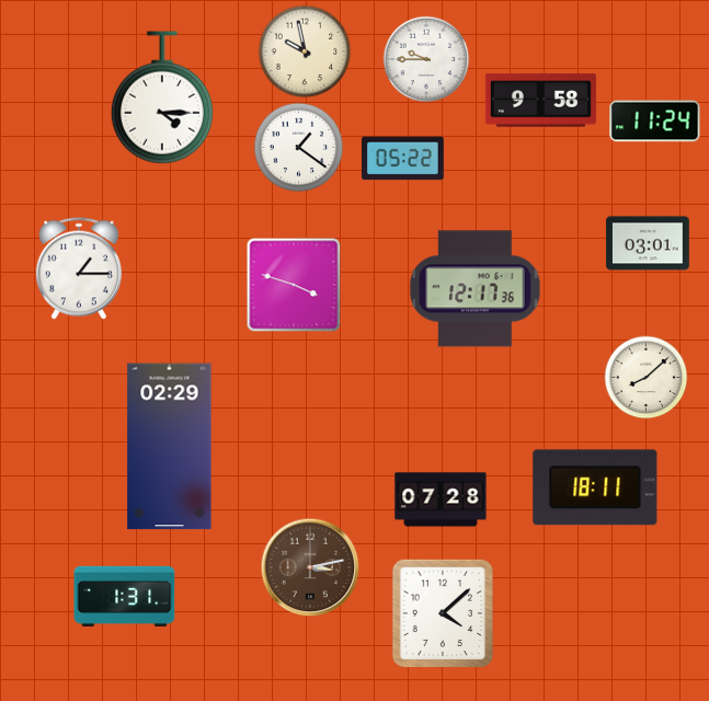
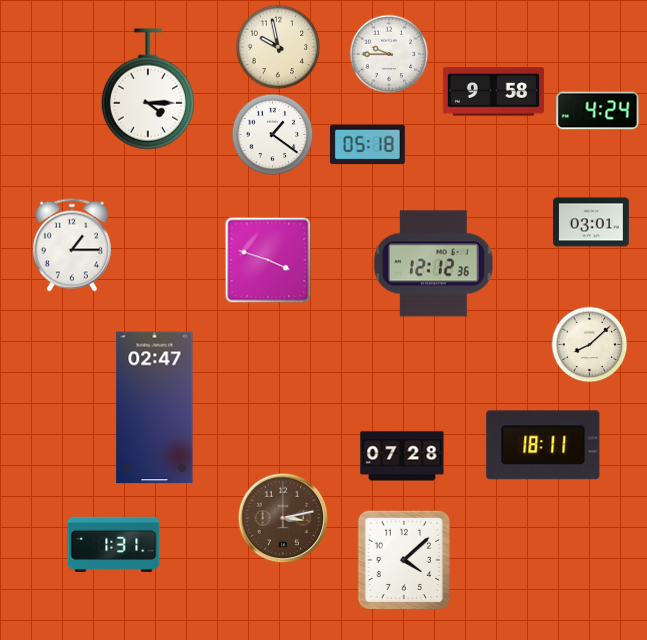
clock at (655, 122): 11:24 -> 4:24
clock at (402, 159): 05:22 -> 05:18
clock at (476, 289): 12:17 -> 12:12
clock at (170, 447): 02:29 -> 02:47
